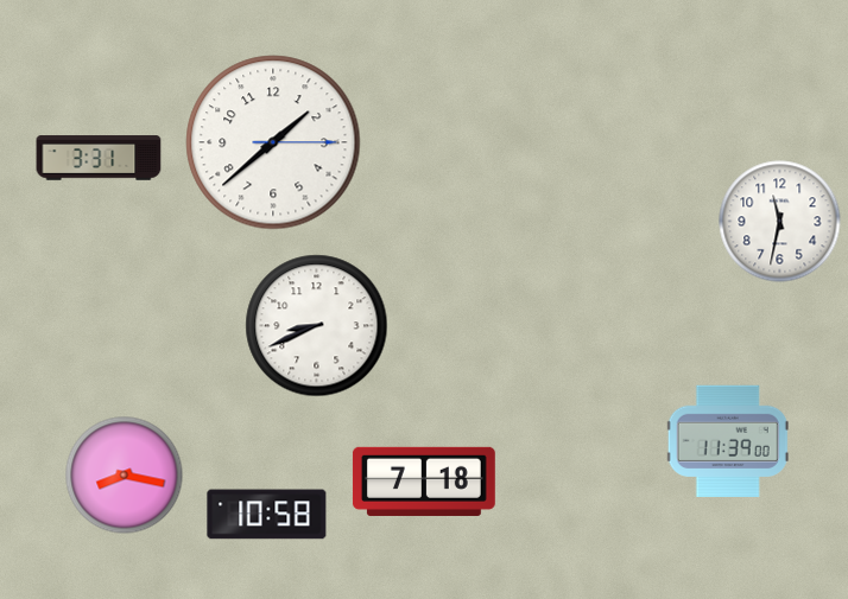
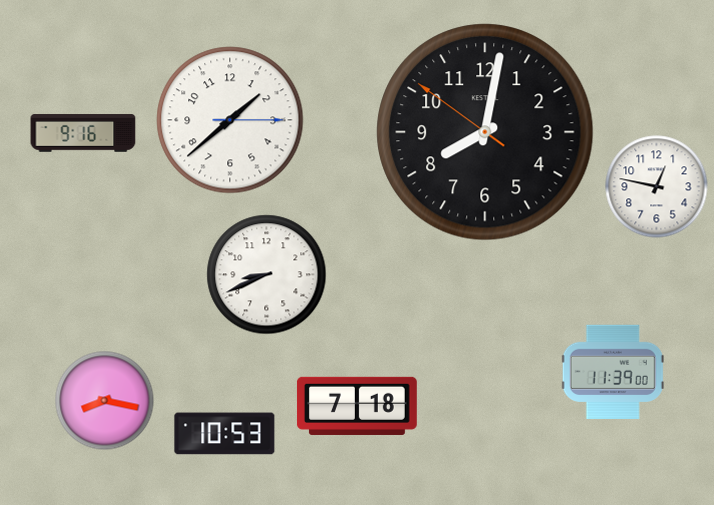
clock at (485, 132): none -> 8:01
clock at (99, 158): 3:31 -> 9:16
clock at (780, 222): 11:32 -> 12:47
clock at (267, 515): 10:58 -> 10:53
